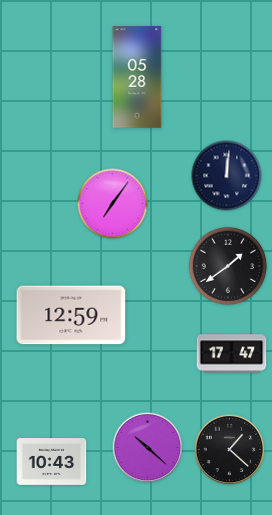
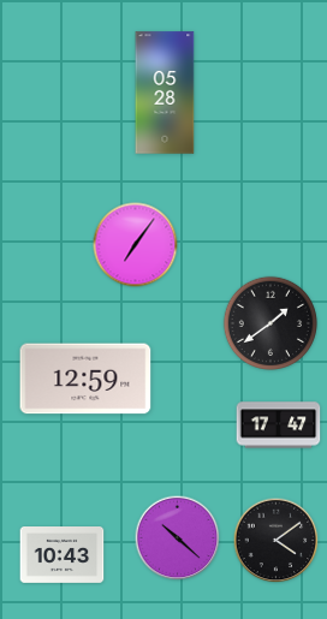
clock at (227, 176): 12:01 -> none
clock at (228, 266) position: (228, 266) -> (270, 323)
clock at (230, 450): 1:22 -> 4:09
